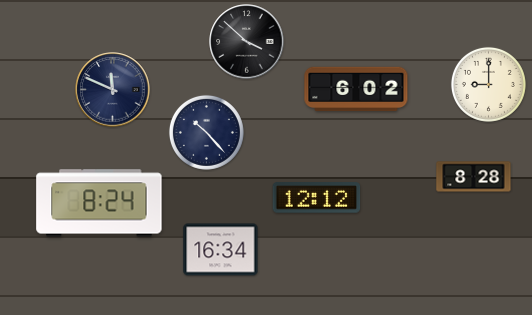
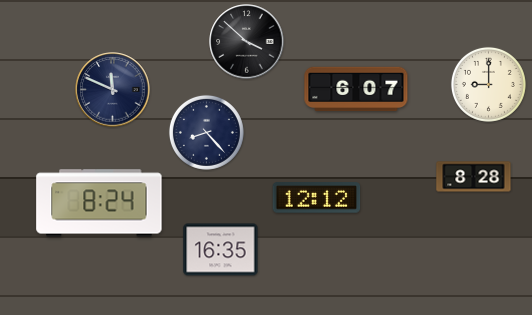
clock at (356, 89): 6:02 -> 6:07
clock at (206, 132): 10:23 -> 8:23
clock at (221, 250): 16:34 -> 16:35
